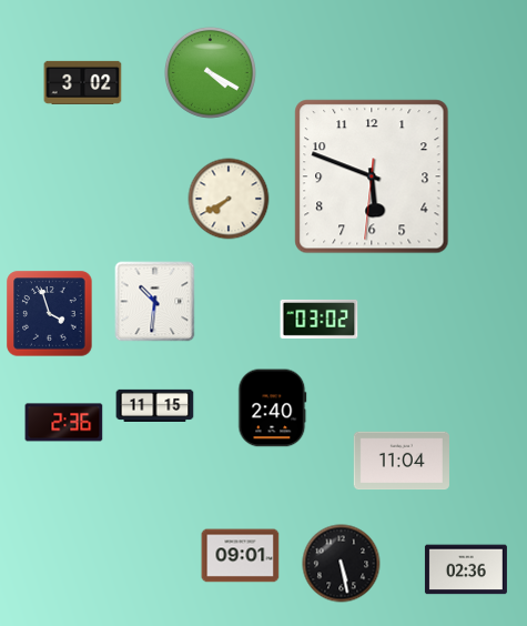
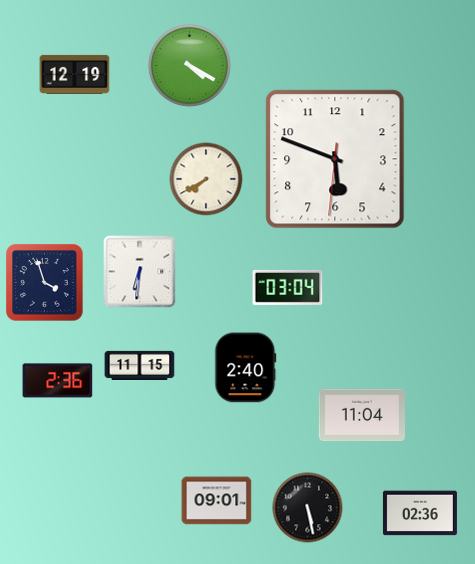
clock at (83, 82): 3:02 -> 12:19
clock at (155, 302): 10:31 -> 6:31
clock at (320, 319): 03:02 -> 03:04
